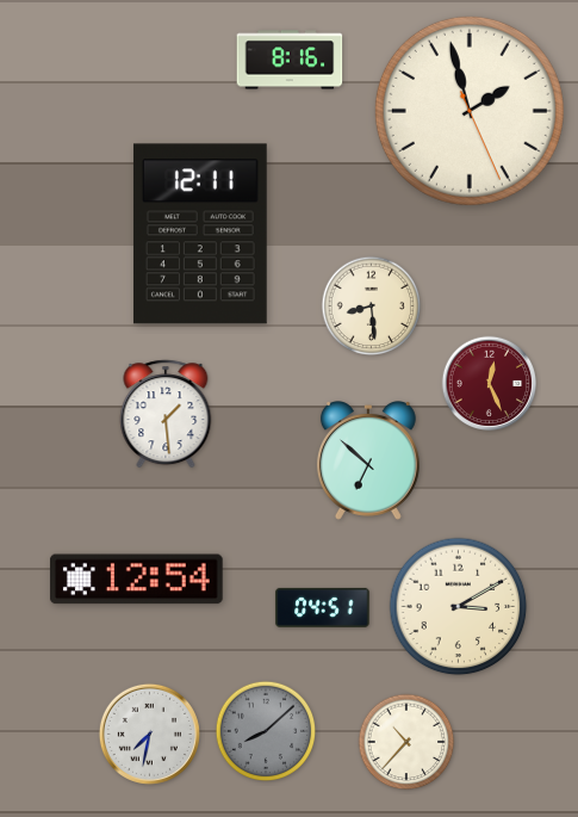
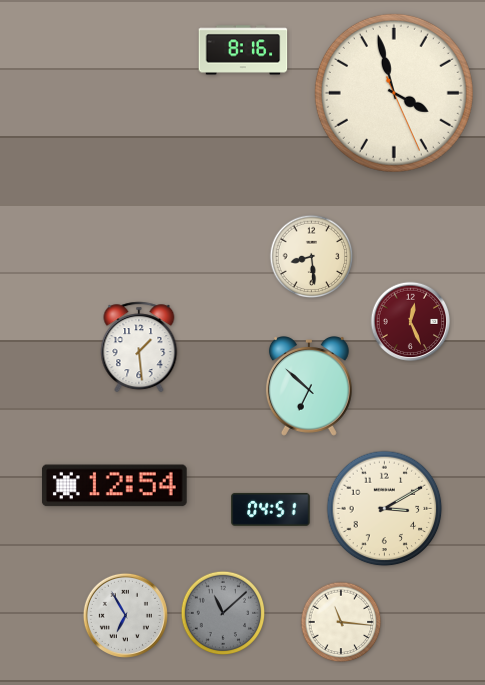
clock at (470, 111): 1:57 -> 3:57
clock at (200, 234): 12:11 -> none
clock at (266, 731): 8:08 -> 11:08
clock at (149, 734): 7:32 -> 6:55
clock at (406, 742): 10:37 -> 11:16
